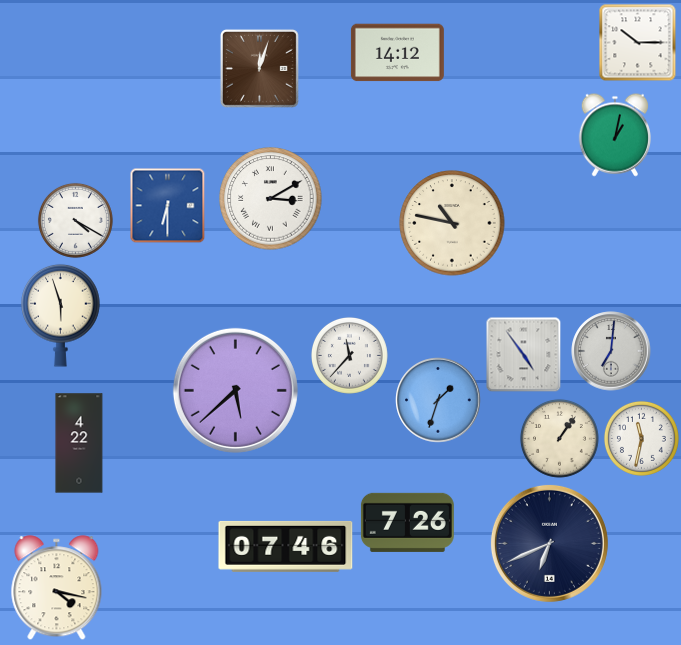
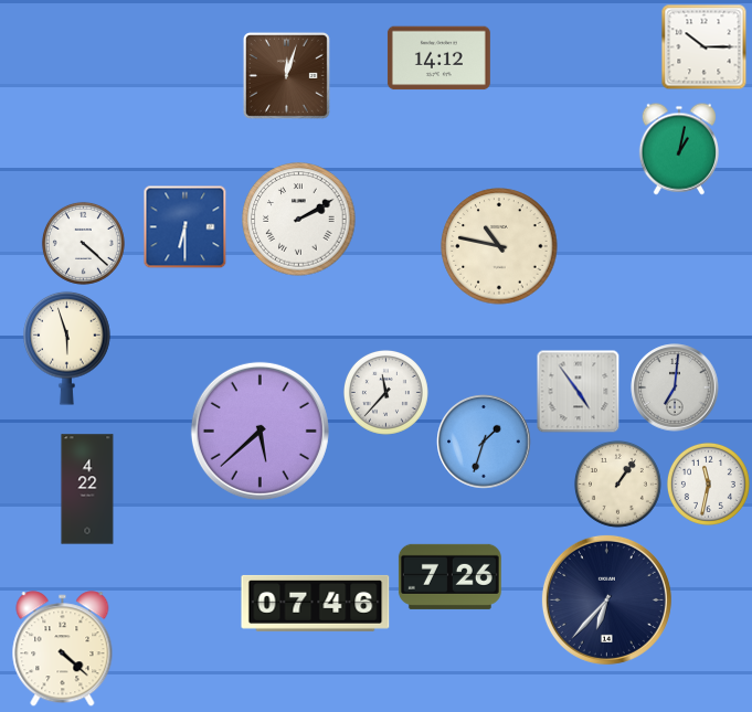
clock at (271, 199): 3:10 -> 2:10
clock at (75, 220): 4:20 -> 4:22
clock at (549, 543): 6:41 -> 6:37
clock at (57, 588): 4:17 -> 4:22
